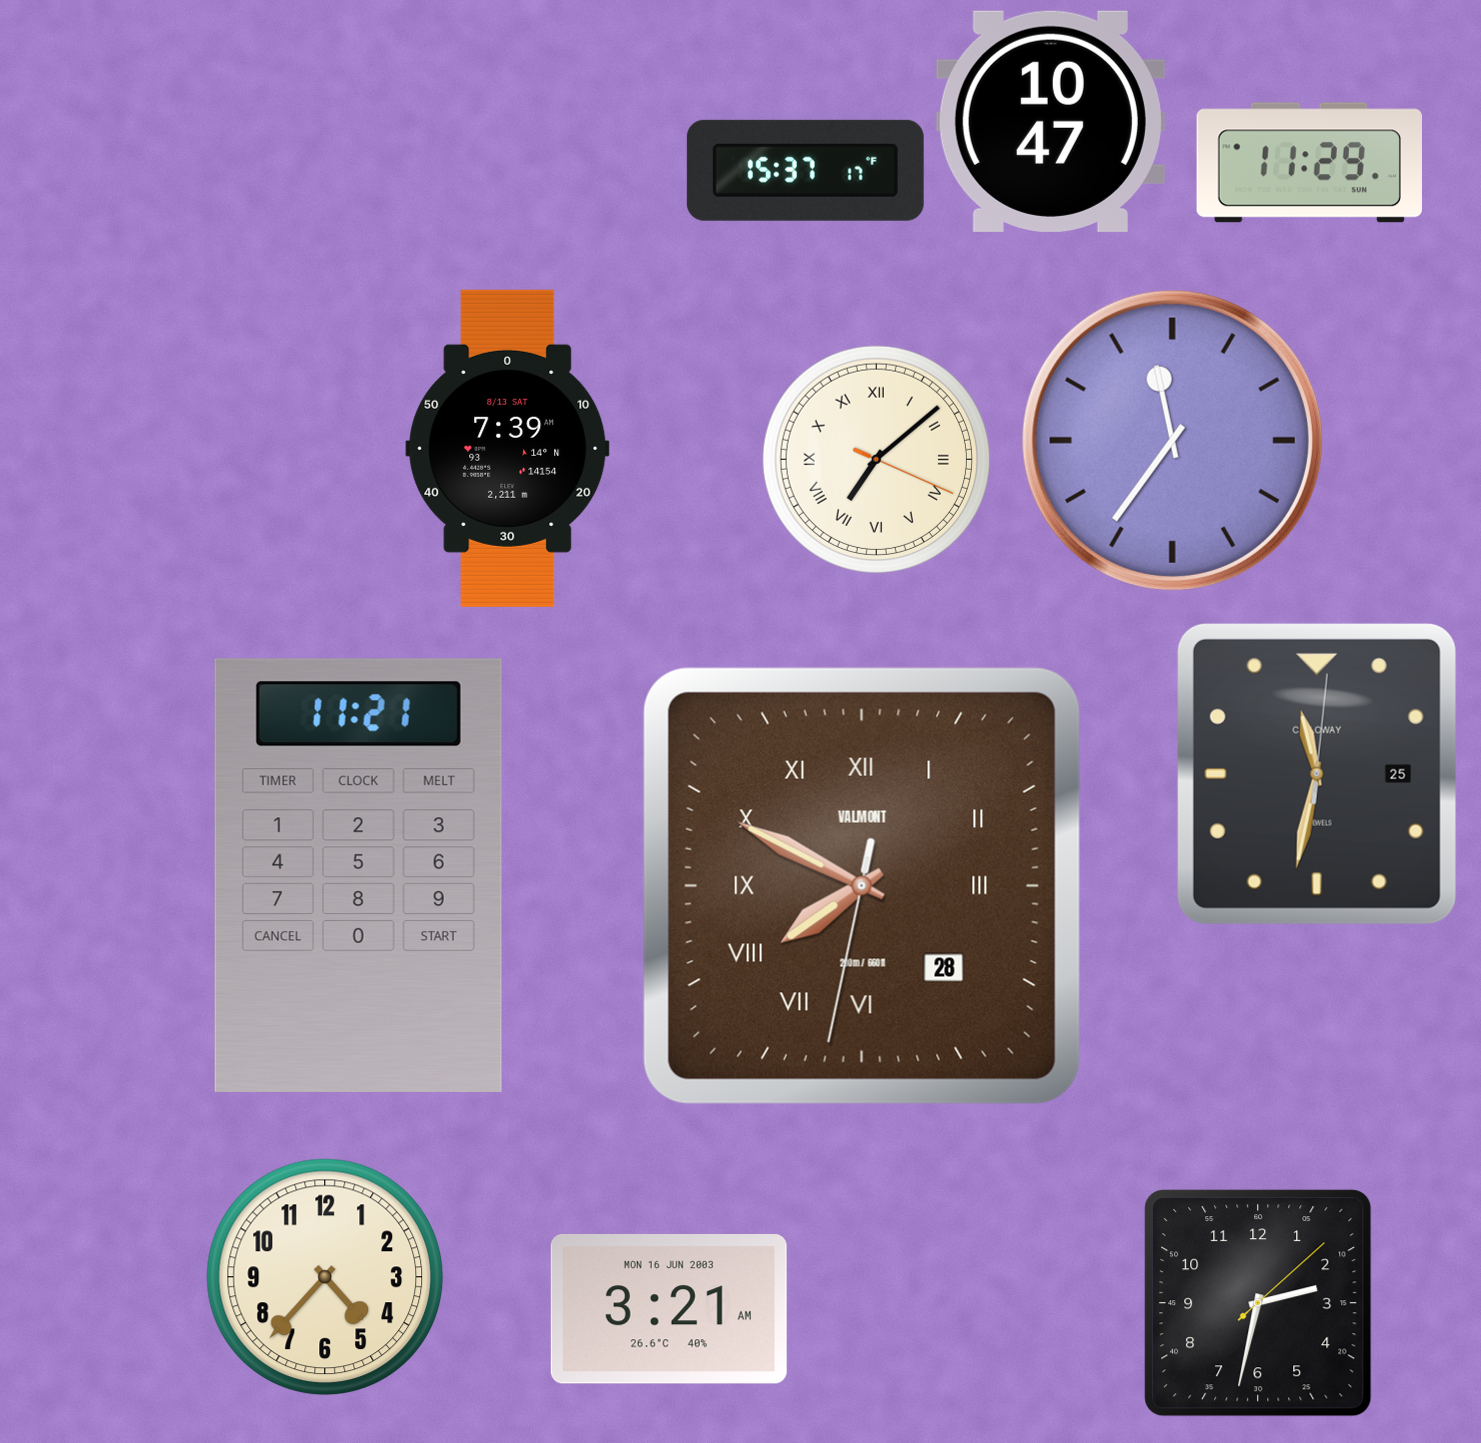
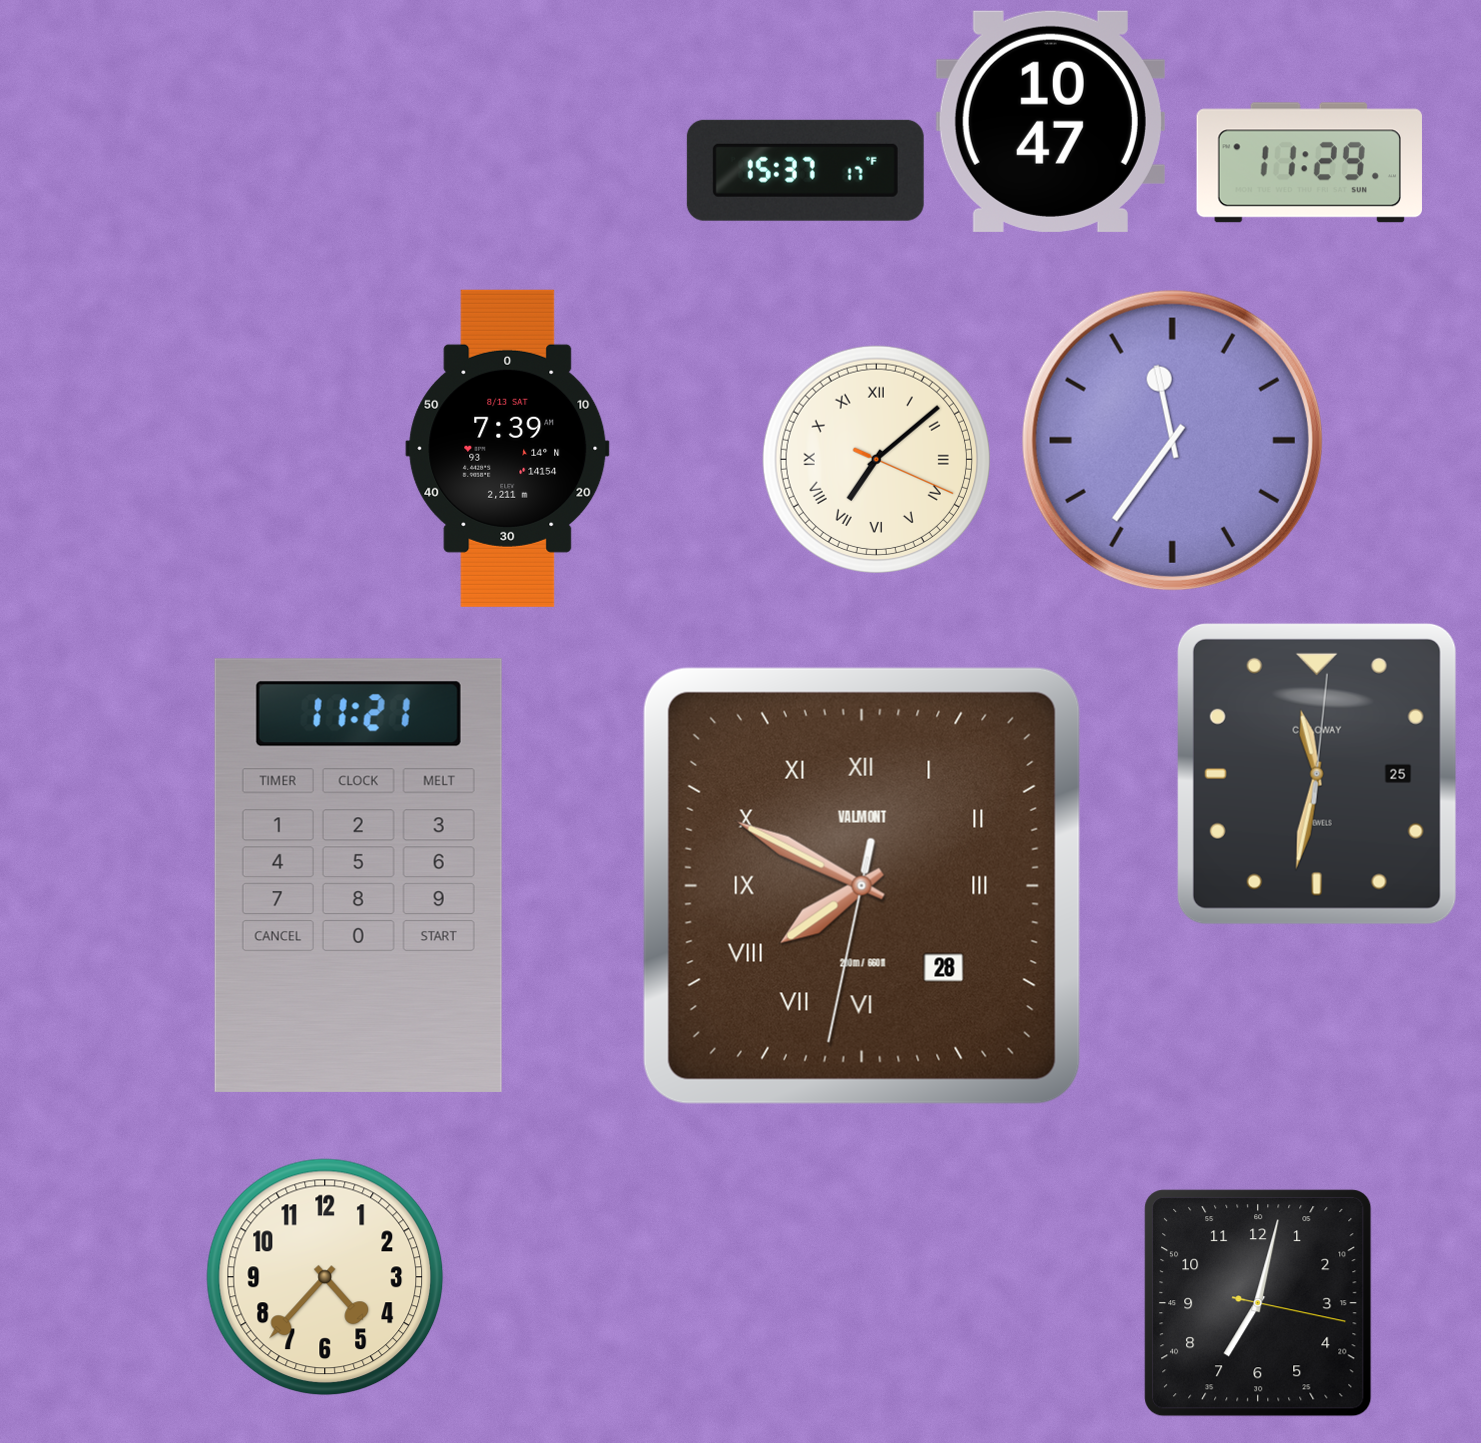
clock at (1258, 1303): 2:32 -> 7:02
clock at (669, 1310): 3:21 -> none
